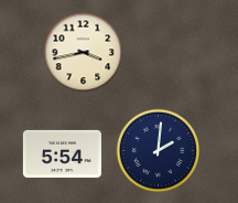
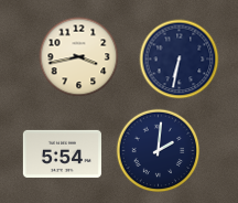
clock at (84, 53) position: (84, 53) -> (79, 57)
clock at (180, 60): none -> 6:32
